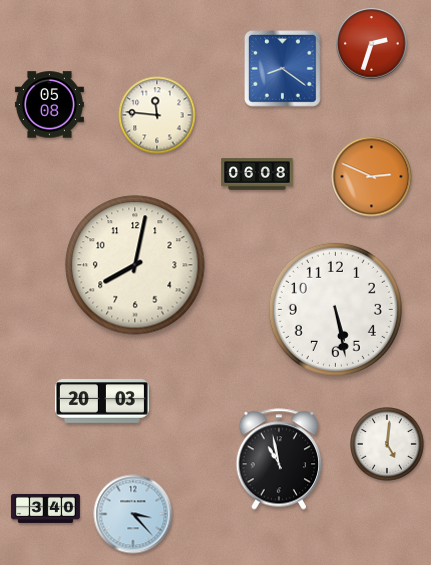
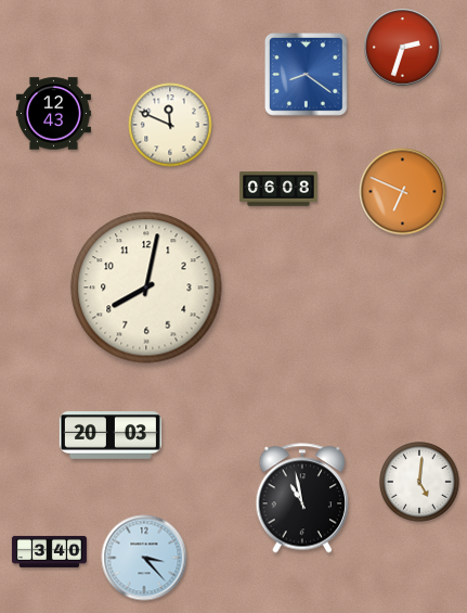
clock at (49, 105): 05:08 -> 12:43
clock at (157, 115): 11:46 -> 11:49
clock at (372, 177): 2:49 -> 6:49
clock at (335, 309): 5:28 -> none
